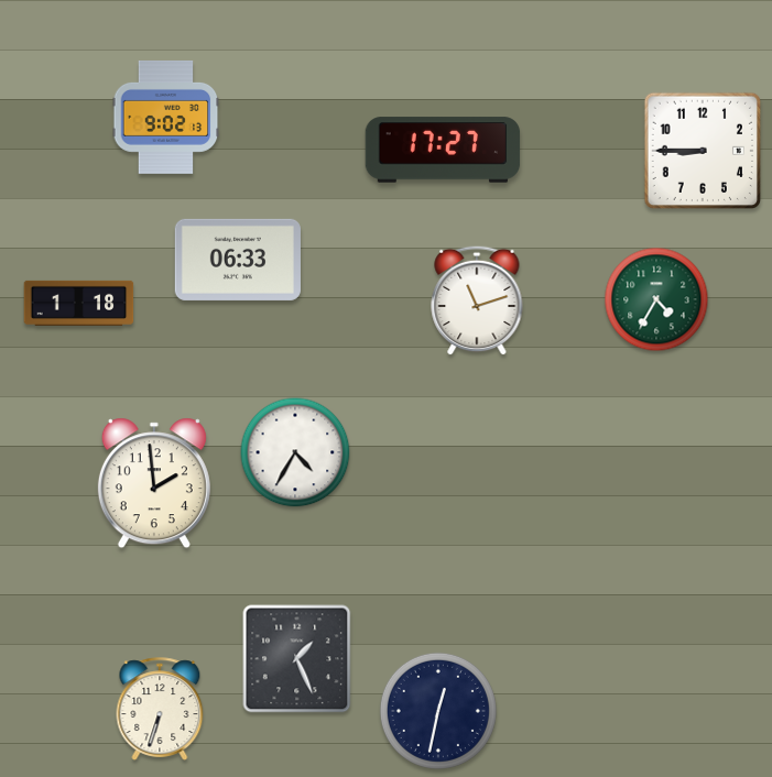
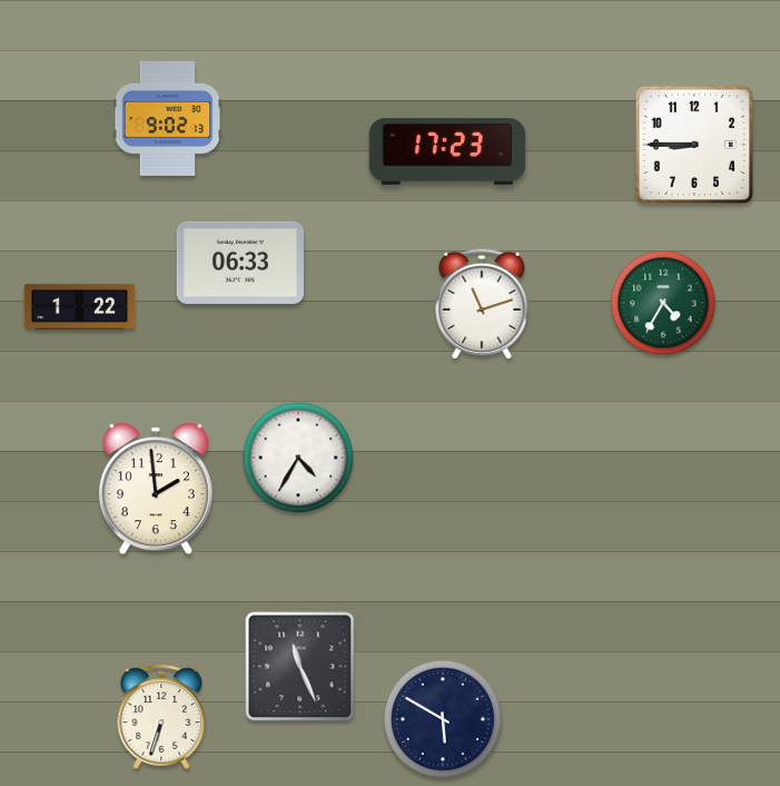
clock at (443, 150): 17:27 -> 17:23
clock at (702, 150) position: (702, 150) -> (693, 144)
clock at (79, 303): 1:18 -> 1:22
clock at (297, 659): 1:26 -> 11:26
clock at (438, 711): 12:32 -> 5:50
